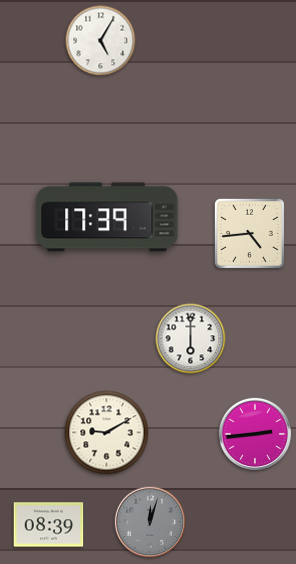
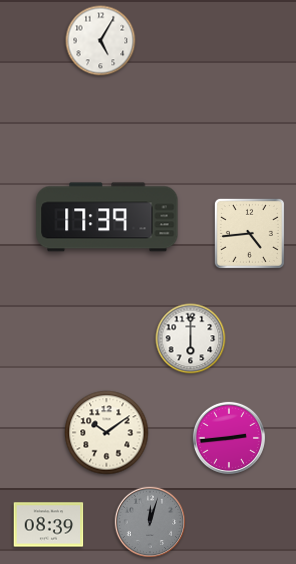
clock at (107, 433): 9:10 -> 10:09
clock at (255, 434) position: (255, 434) -> (229, 438)
